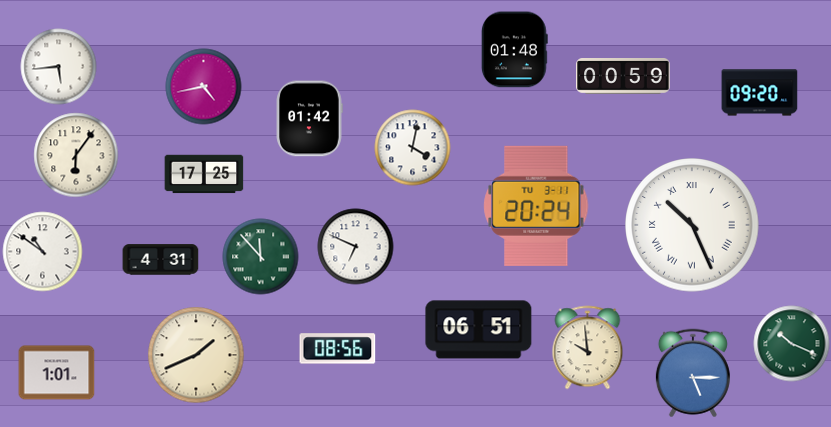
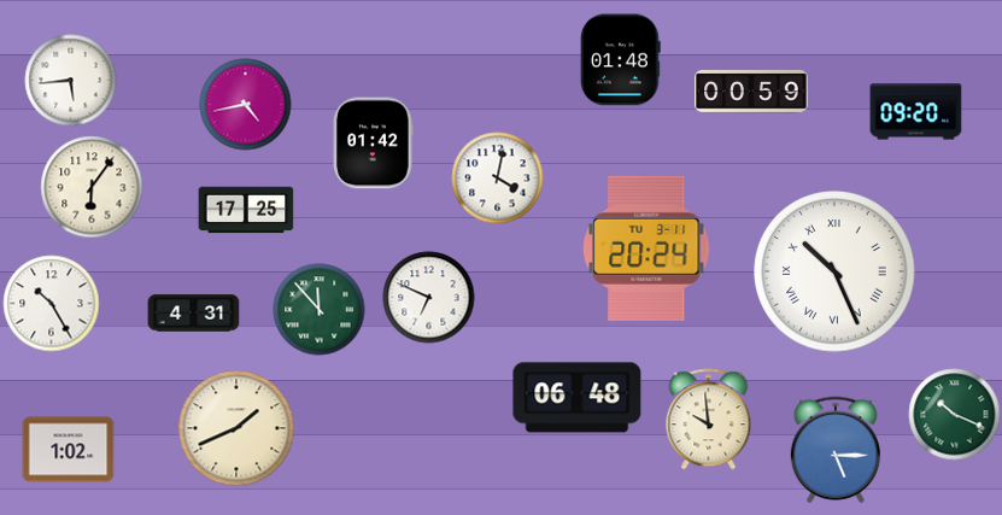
clock at (43, 252): 10:51 -> 10:25
clock at (261, 257) position: (261, 257) -> (320, 310)
clock at (479, 330): 06:51 -> 06:48
clock at (338, 349): 08:56 -> none
clock at (57, 373): 1:01 -> 1:02
